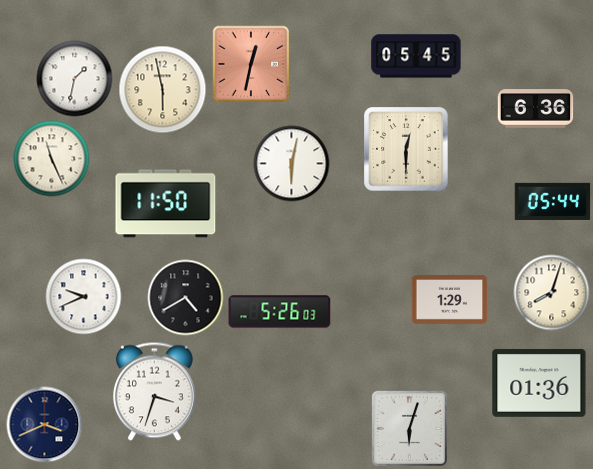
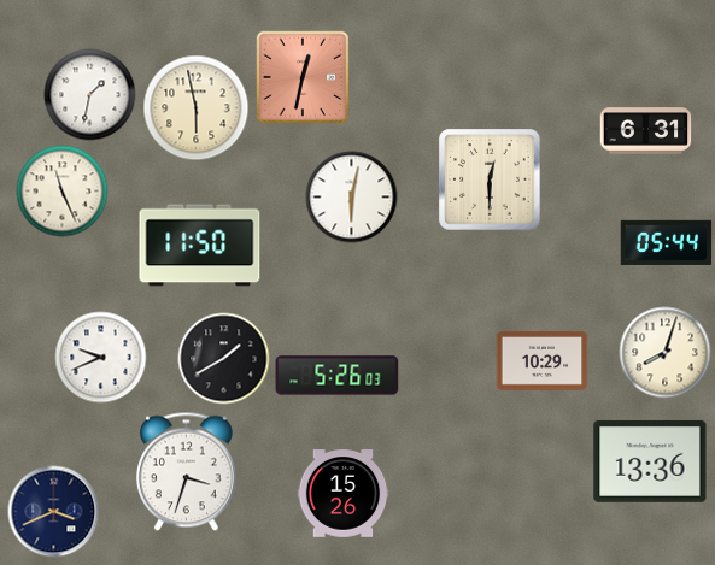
clock at (416, 56): 05:45 -> none
clock at (536, 109): 6:36 -> 6:31
clock at (186, 298): 4:40 -> 1:40
clock at (450, 299): 1:29 -> 10:29
clock at (539, 383): 01:36 -> 13:36
clock at (344, 494): none -> 15:26
clock at (409, 428): 6:03 -> none
